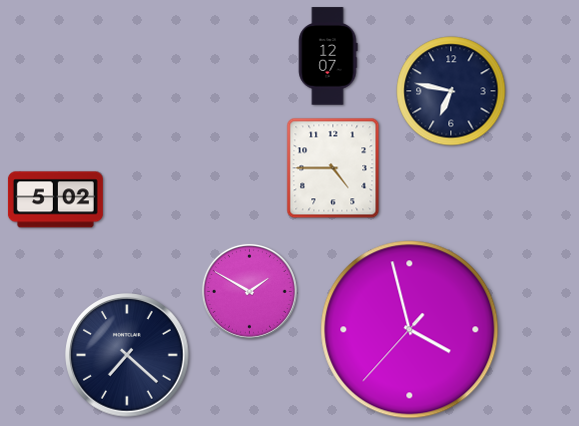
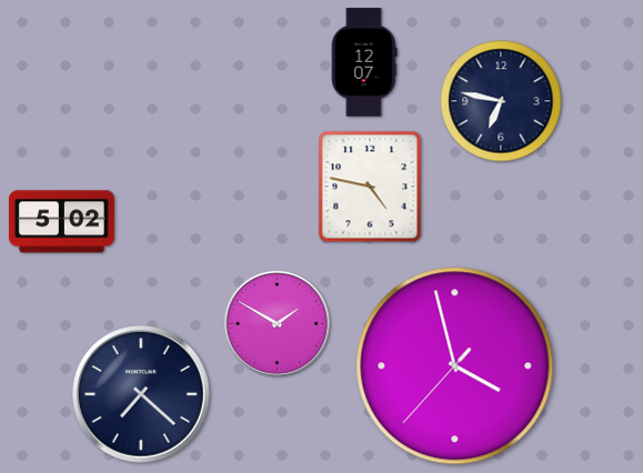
clock at (333, 168): 4:45 -> 4:47
